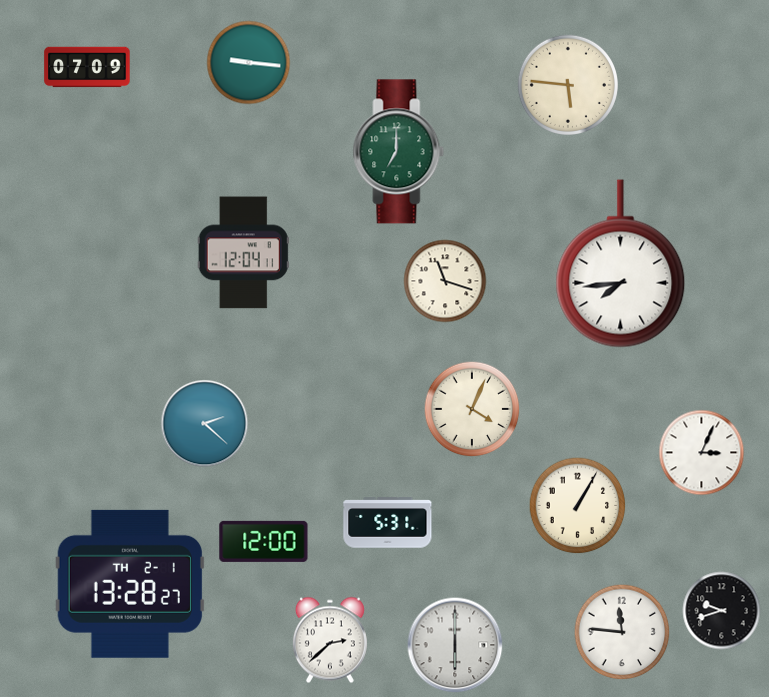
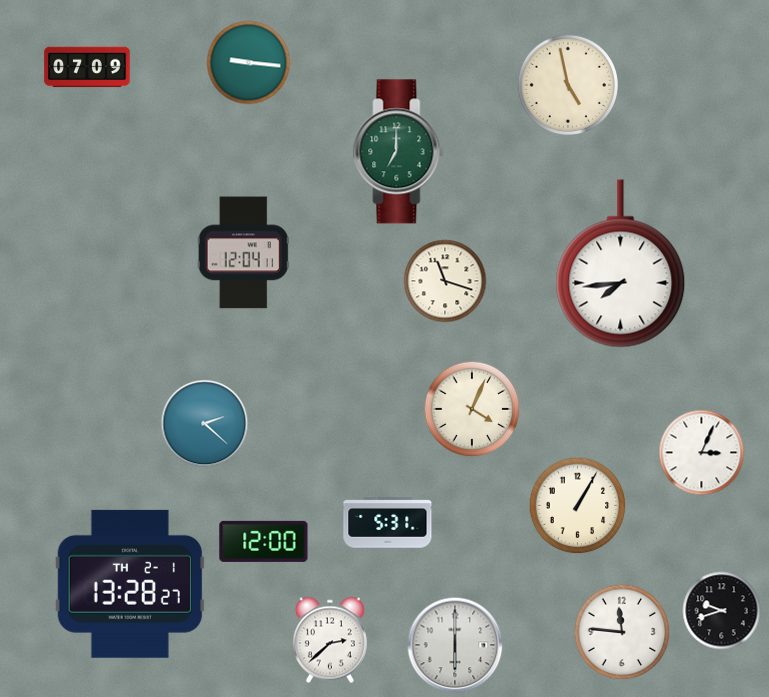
clock at (568, 85): 5:46 -> 4:58
